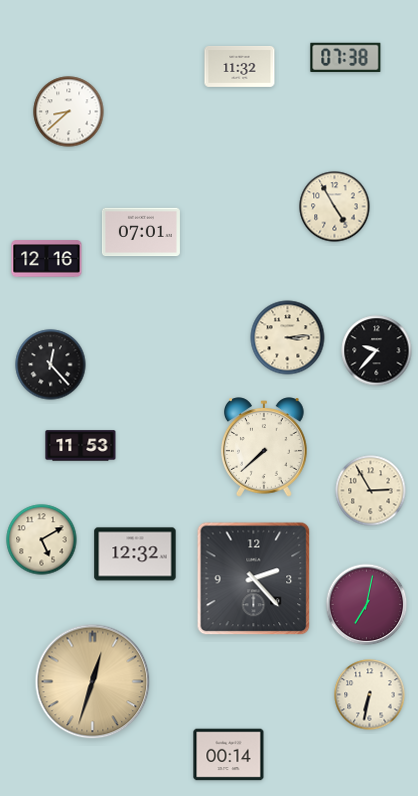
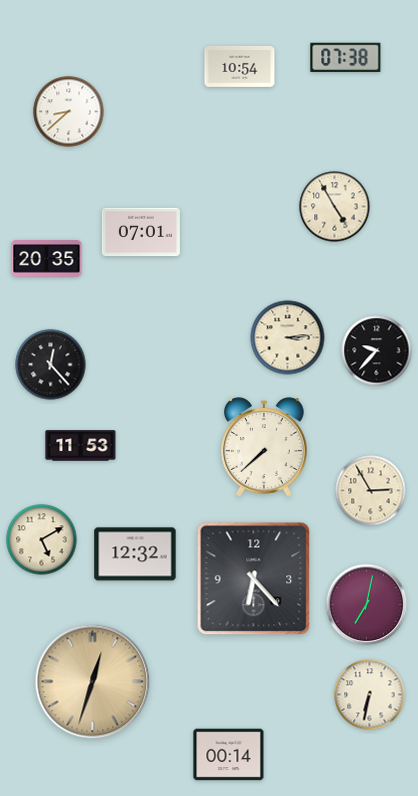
clock at (240, 66): 11:32 -> 10:54
clock at (47, 259): 12:16 -> 20:35
clock at (254, 579): 2:23 -> 6:23
